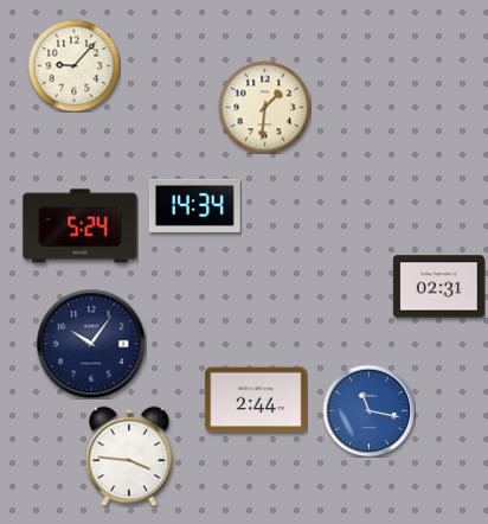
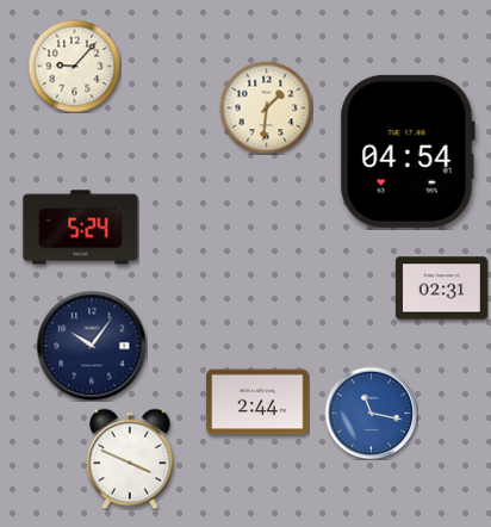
clock at (408, 151): none -> 04:54
clock at (194, 205): 14:34 -> none
clock at (129, 456): 3:46 -> 3:49
